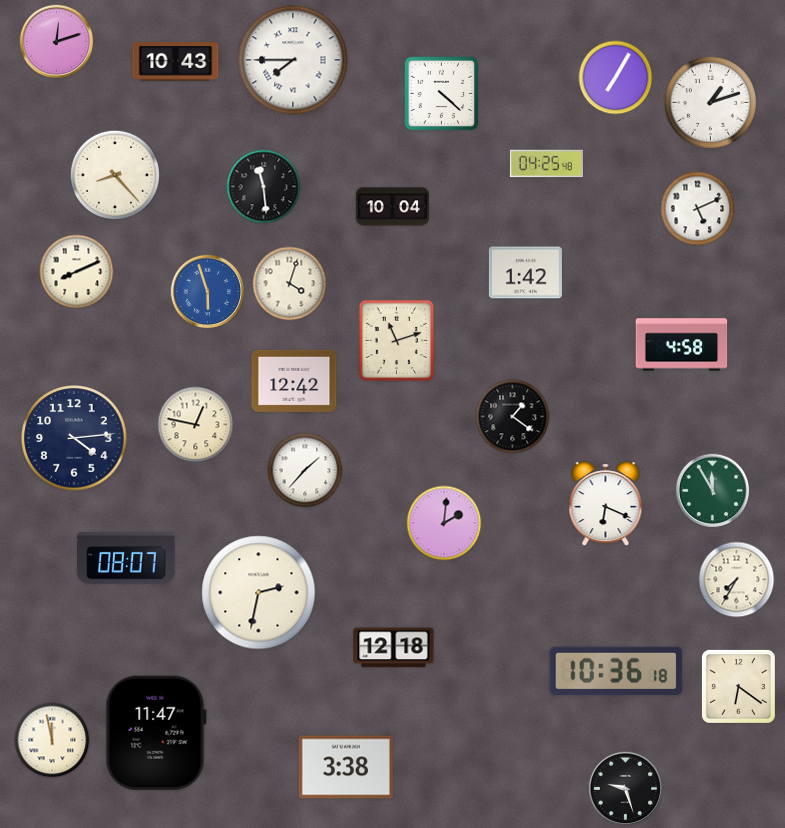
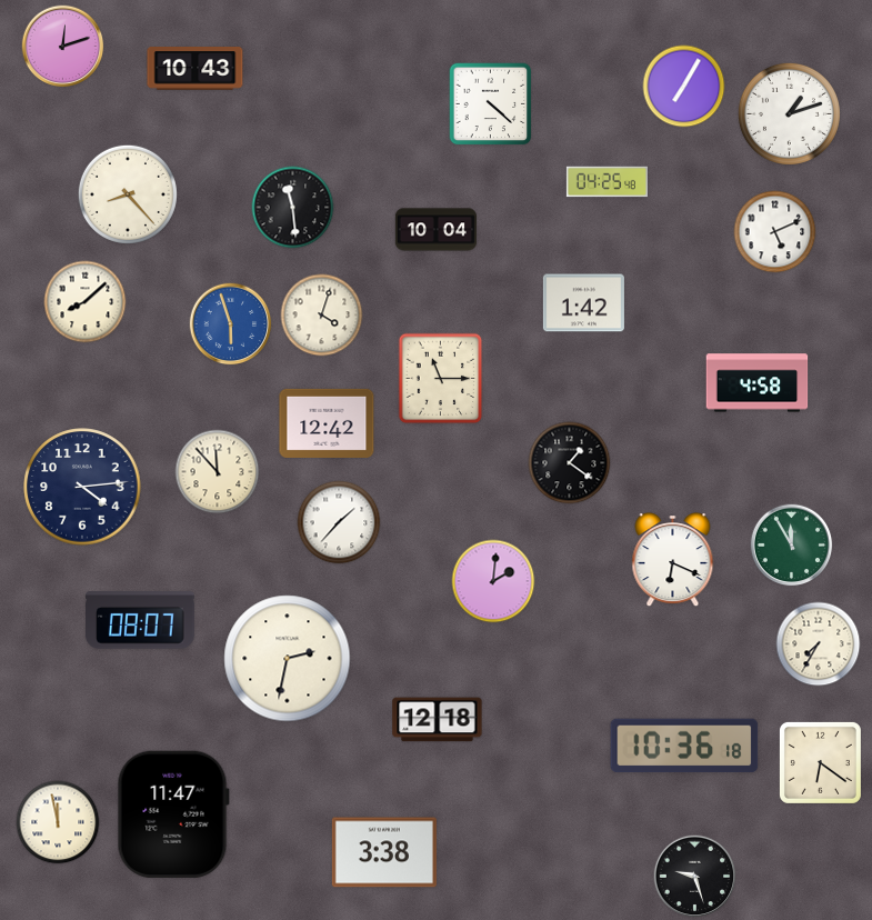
clock at (293, 60): 7:45 -> none
clock at (77, 272): 8:11 -> 8:08
clock at (397, 341): 11:12 -> 11:15
clock at (196, 425): 12:47 -> 11:53
